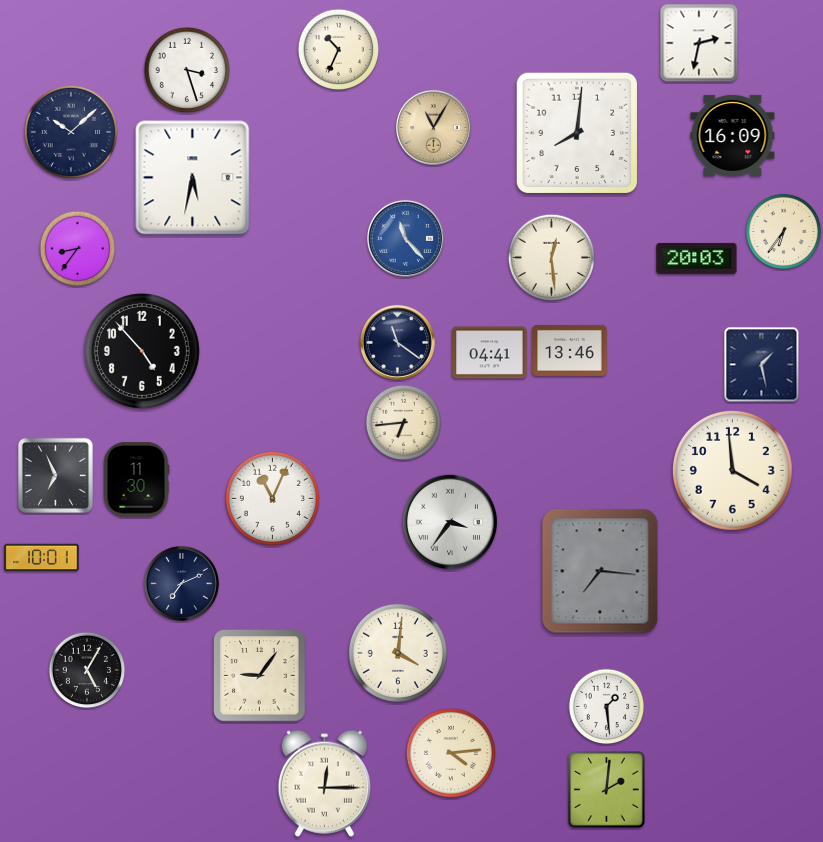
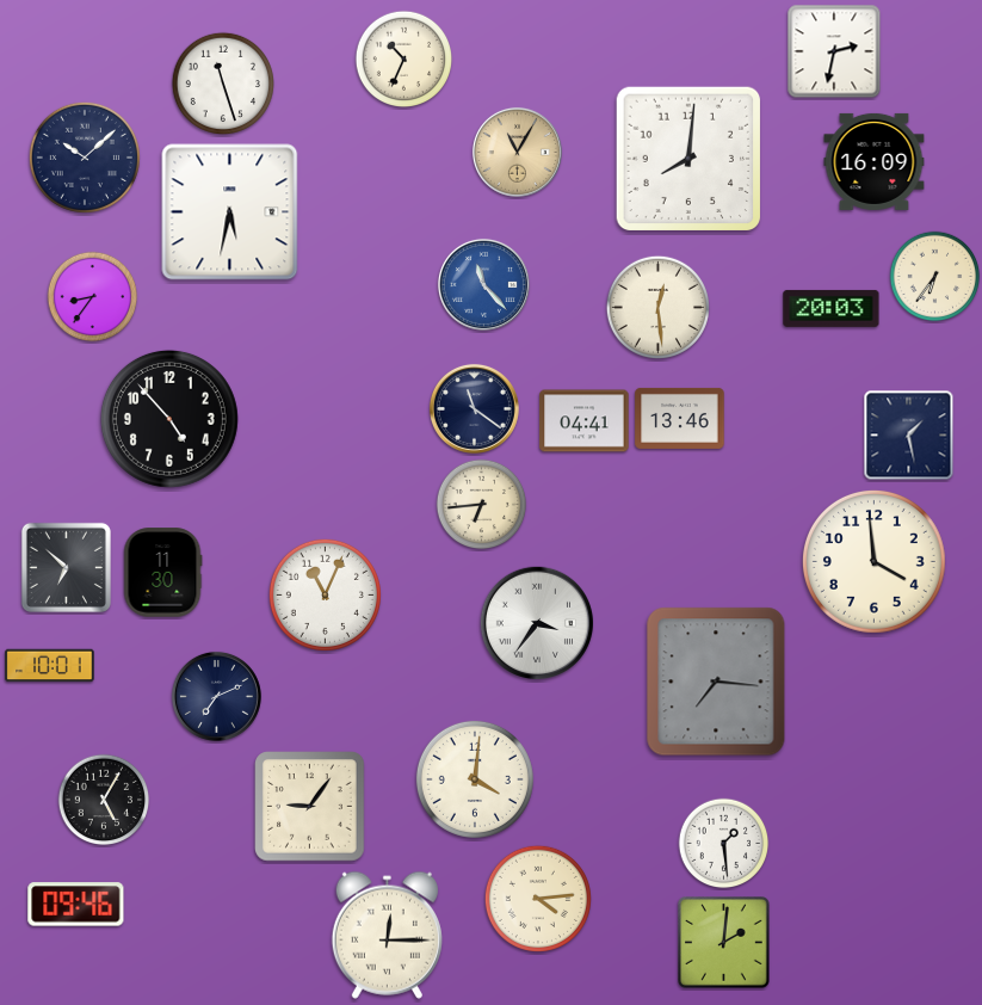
clock at (186, 69): 3:27 -> 11:27
clock at (55, 475): 6:56 -> 6:52
clock at (76, 905): none -> 09:46
